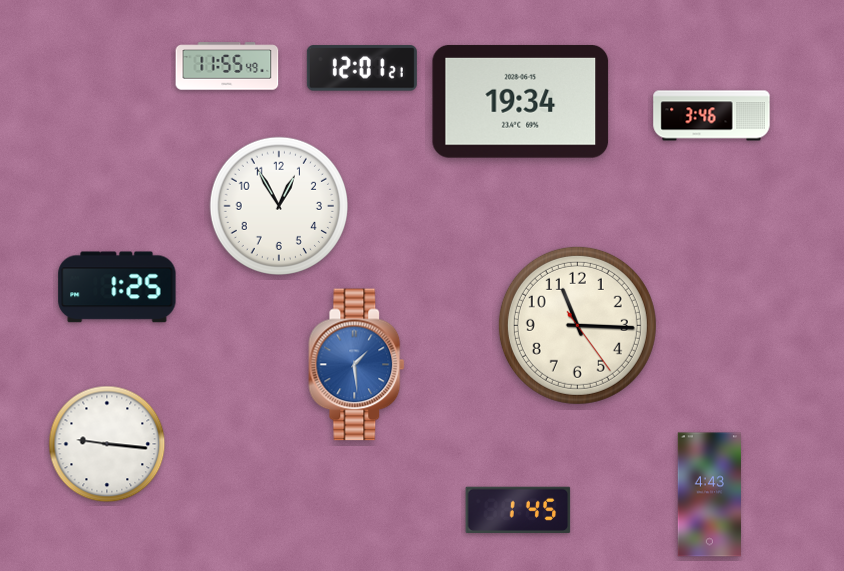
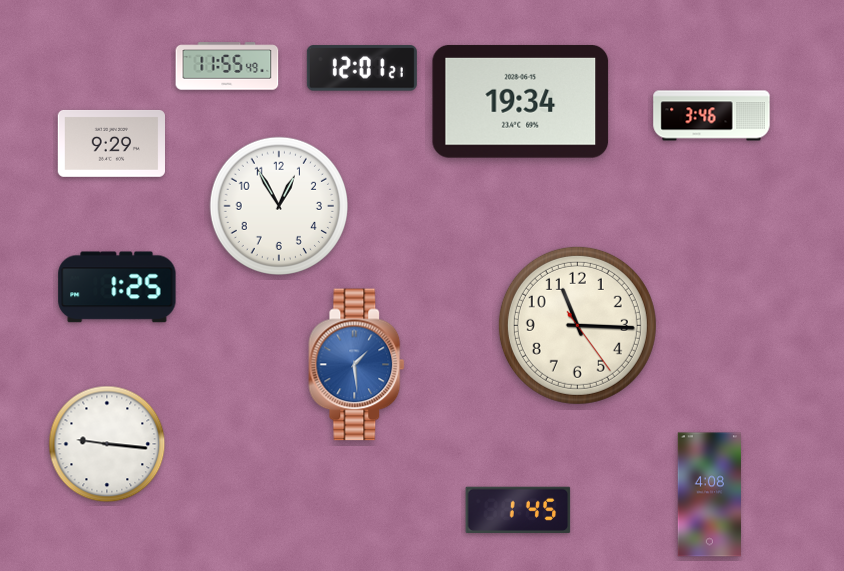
clock at (111, 143): none -> 9:29
clock at (709, 495): 4:43 -> 4:08
